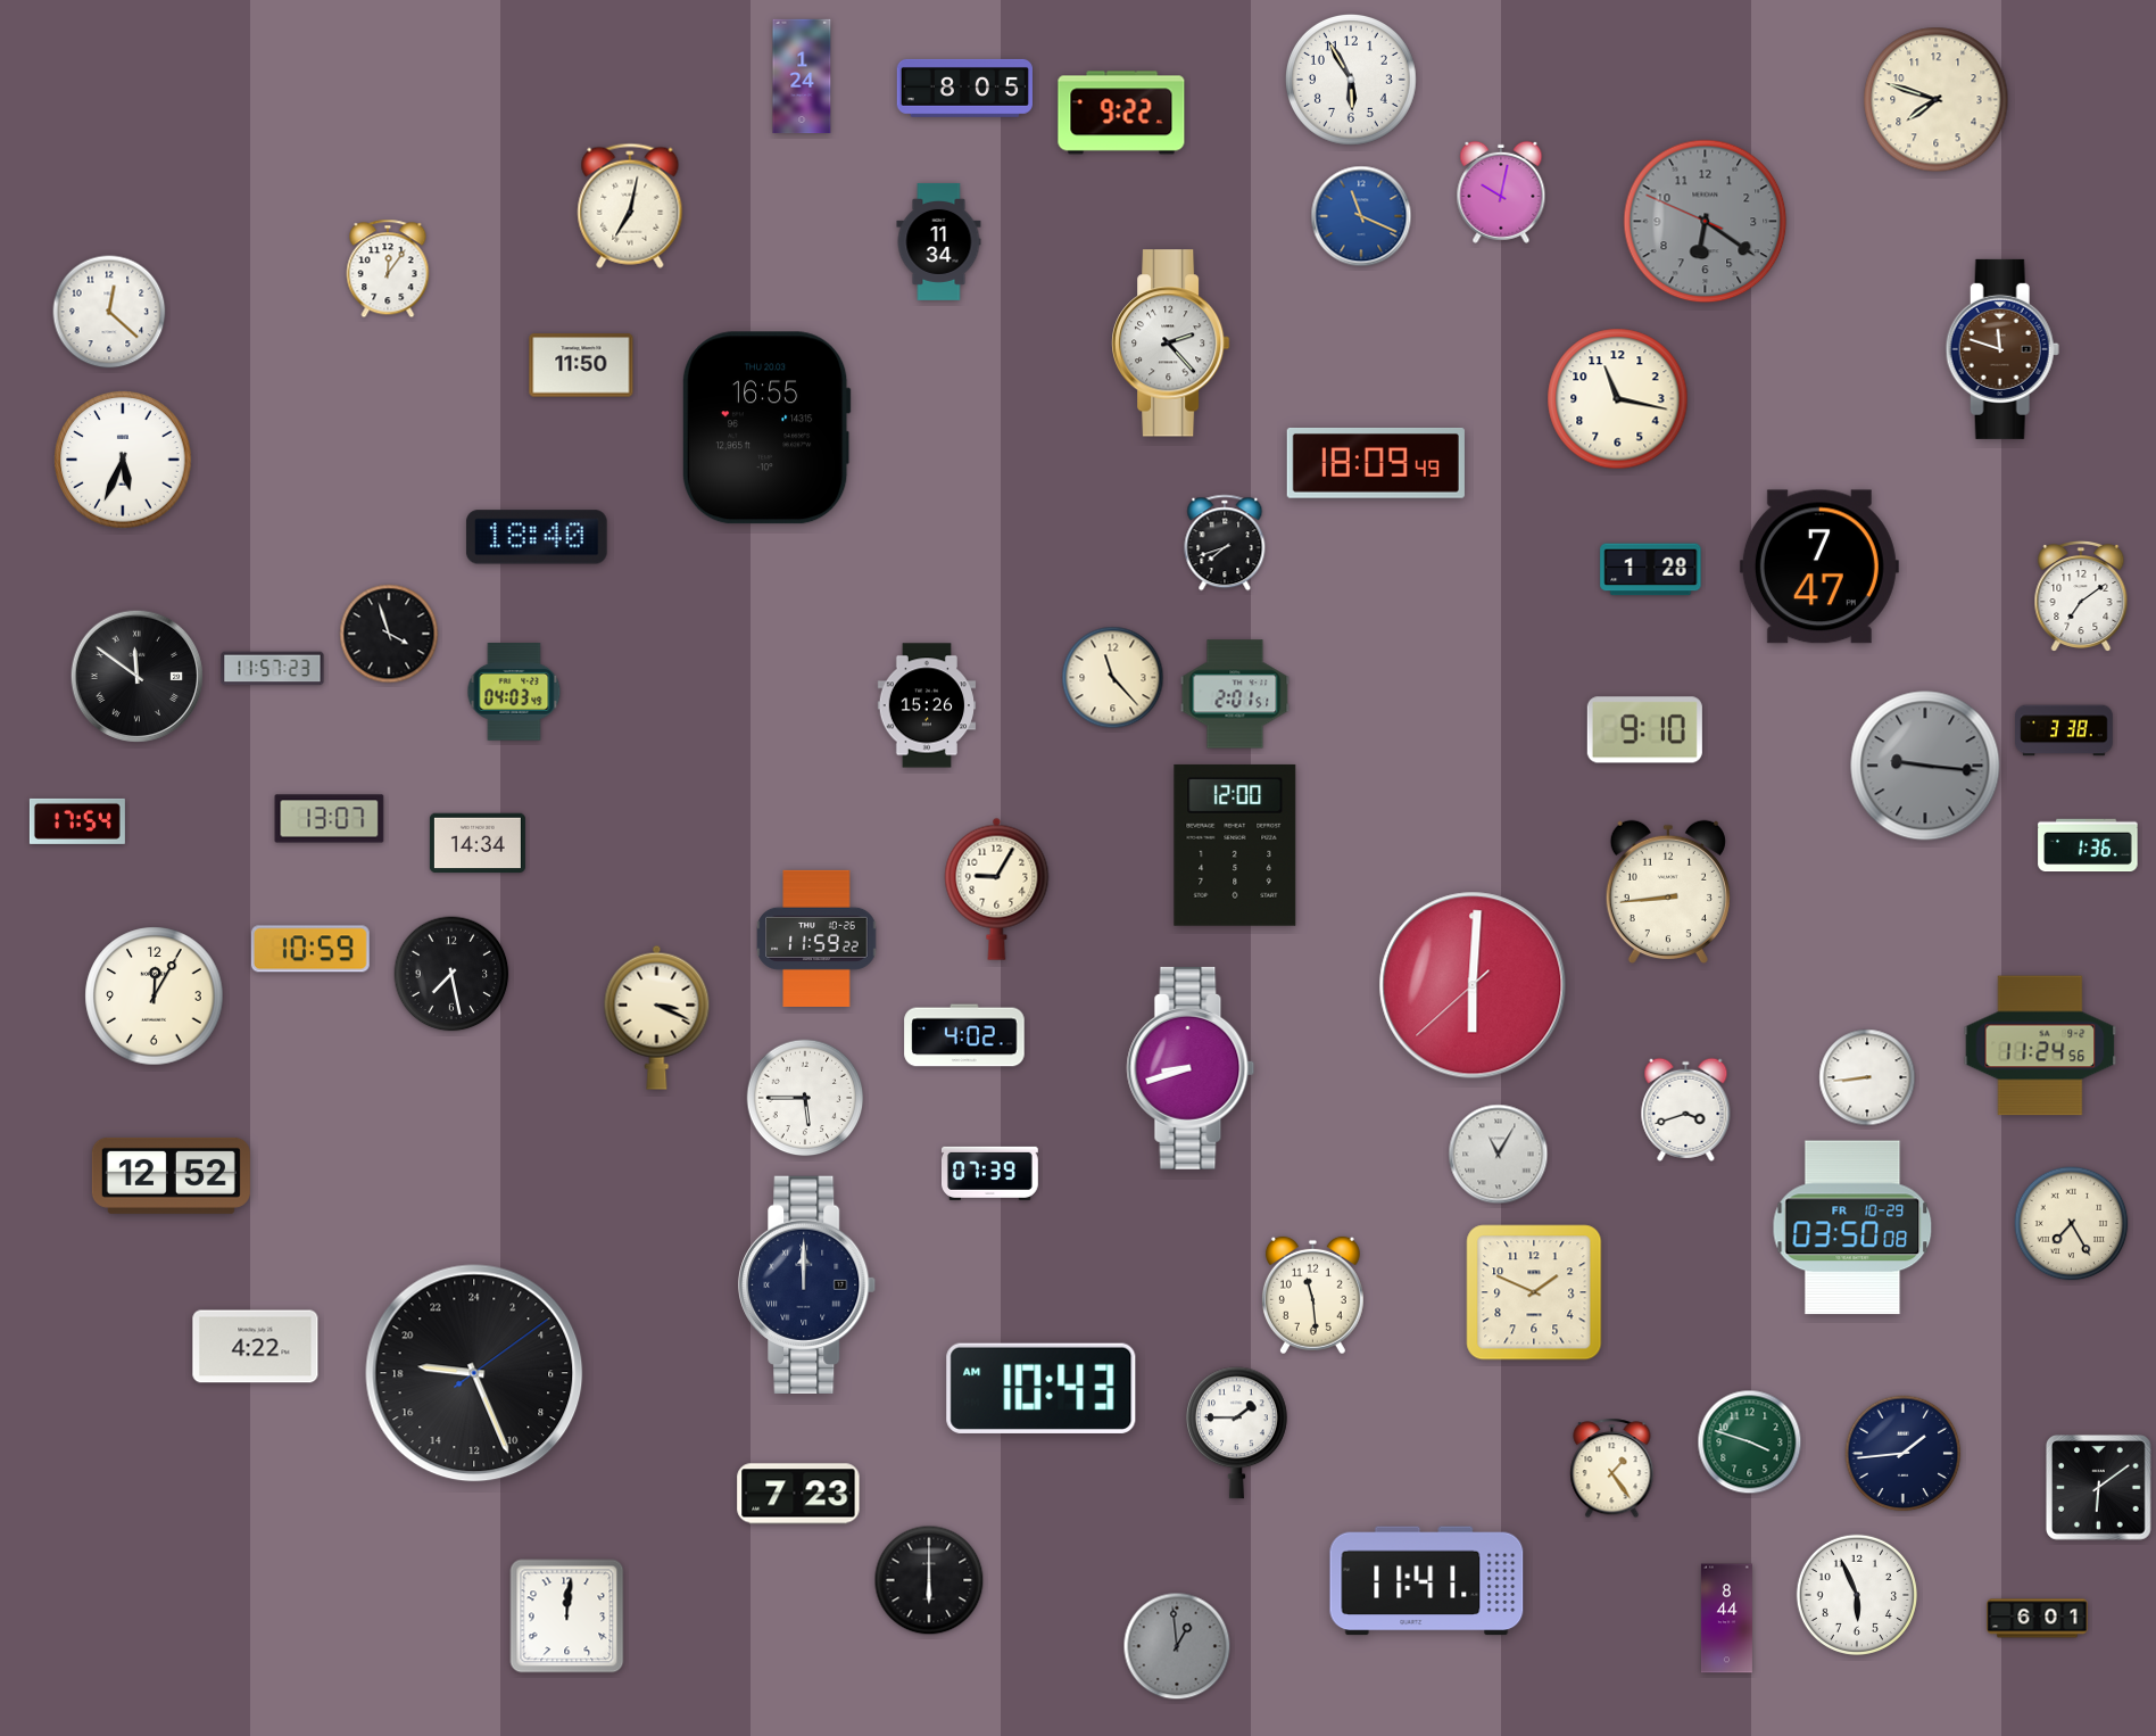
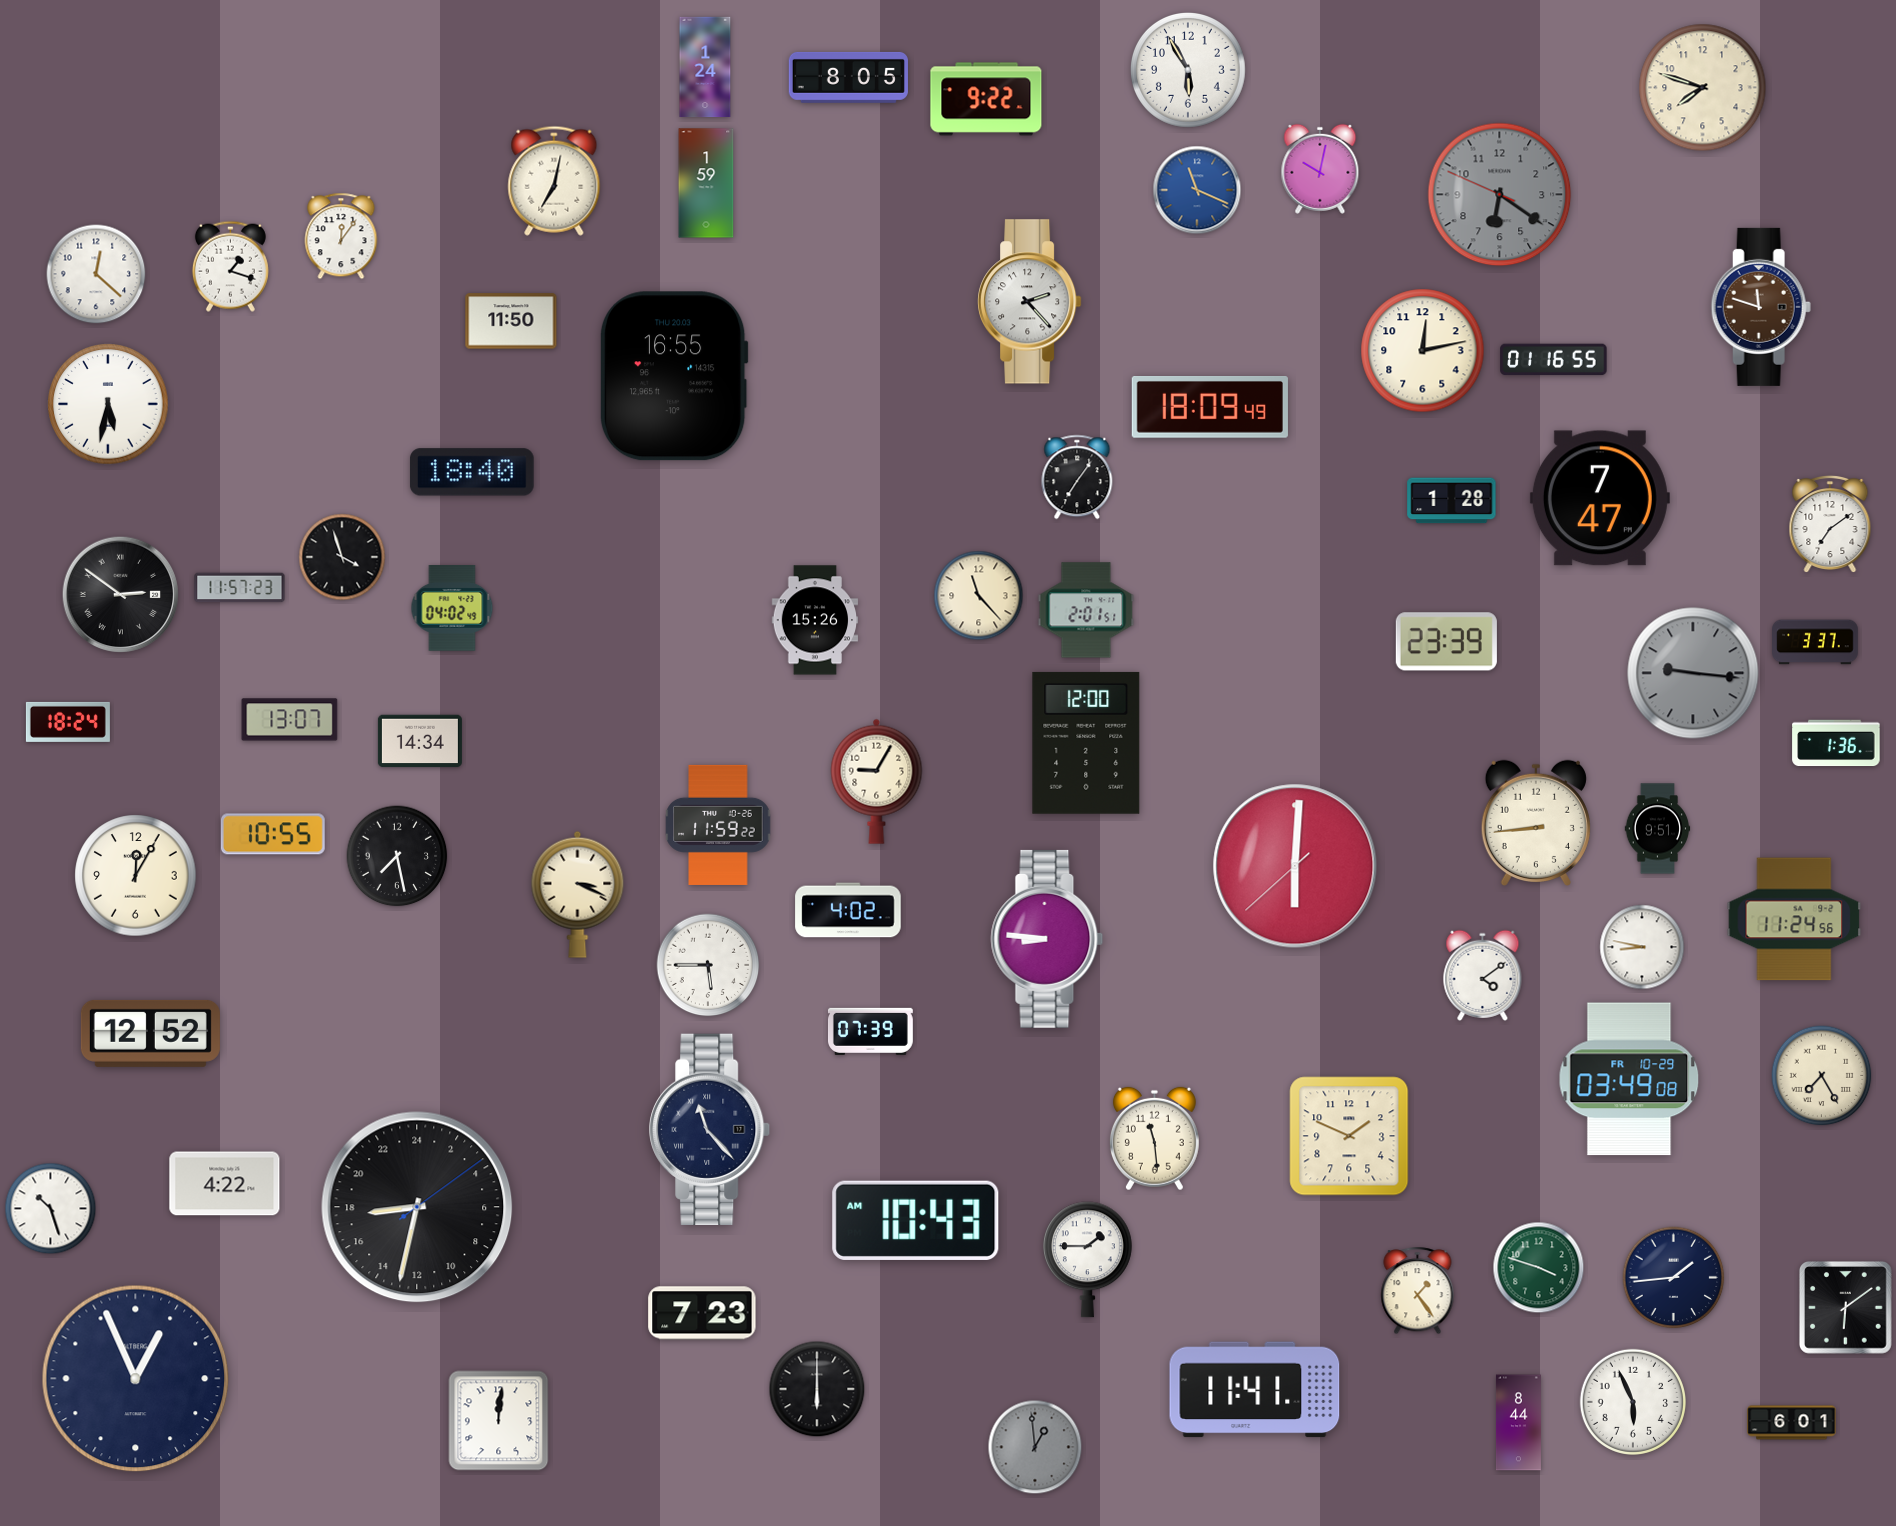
clock at (706, 183): none -> 1:59
clock at (939, 241): 11:34 -> none
clock at (230, 266): none -> 1:18
clock at (1618, 399): 11:17 -> 12:13
clock at (1554, 360): none -> 01:16
clock at (123, 460): 5:34 -> 5:32
clock at (1225, 543): 7:42 -> 7:06
clock at (138, 677): 11:51 -> 2:51
clock at (514, 693): 04:03 -> 04:02
clock at (1644, 730): 9:10 -> 23:39
clock at (2064, 730): 3:38 -> 3:37
clock at (77, 821): 17:54 -> 18:24
clock at (1668, 891) position: (1668, 891) -> (1536, 822)
clock at (1658, 829): none -> 9:51
clock at (310, 949): 10:59 -> 10:55
clock at (1191, 1068): 8:42 -> 8:46
clock at (1867, 1077): 8:44 -> 8:47
clock at (1686, 1109): 3:42 -> 4:09
clock at (1499, 1155): 11:05 -> none
clock at (1852, 1227): 03:50 -> 03:49
clock at (807, 1284): 12:00 -> 11:23
clock at (474, 1373): 18:26 -> 17:32
clock at (51, 1209): none -> 10:27
clock at (136, 1379): none -> 12:56
